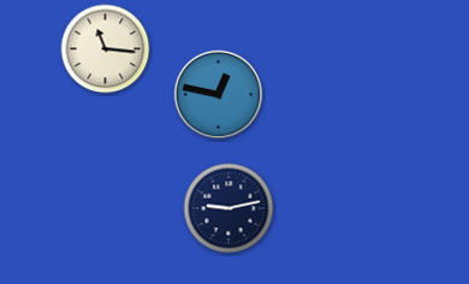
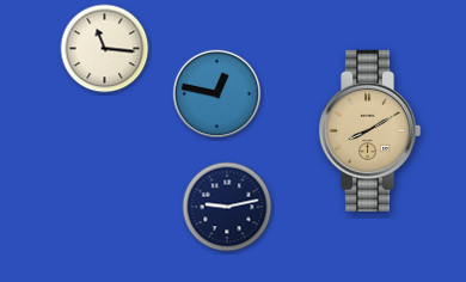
clock at (370, 130): none -> 8:10
